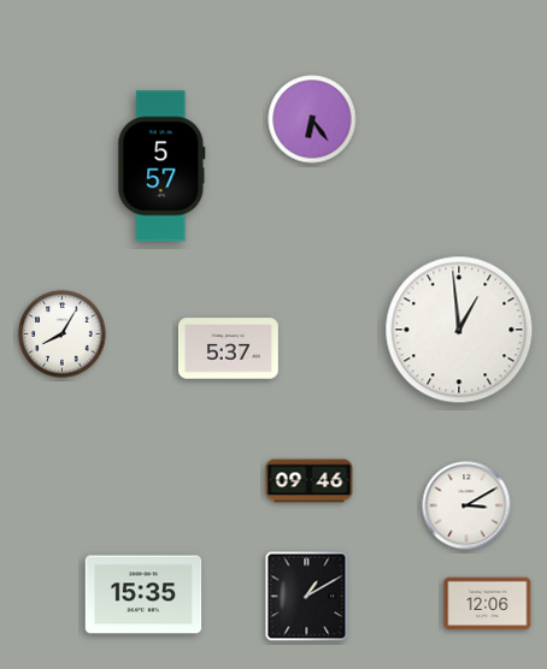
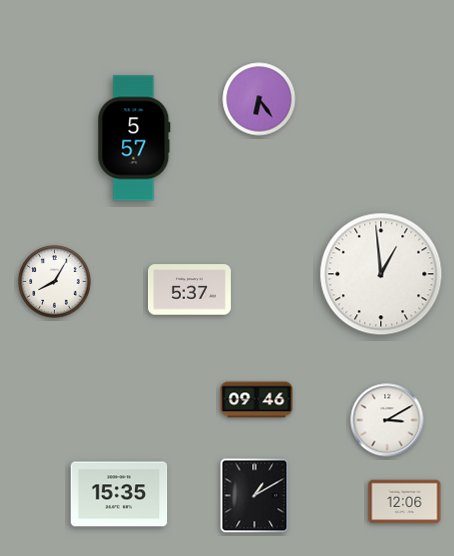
clock at (63, 334) position: (63, 334) -> (55, 282)
